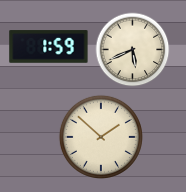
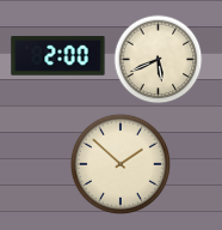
clock at (49, 47): 1:59 -> 2:00
